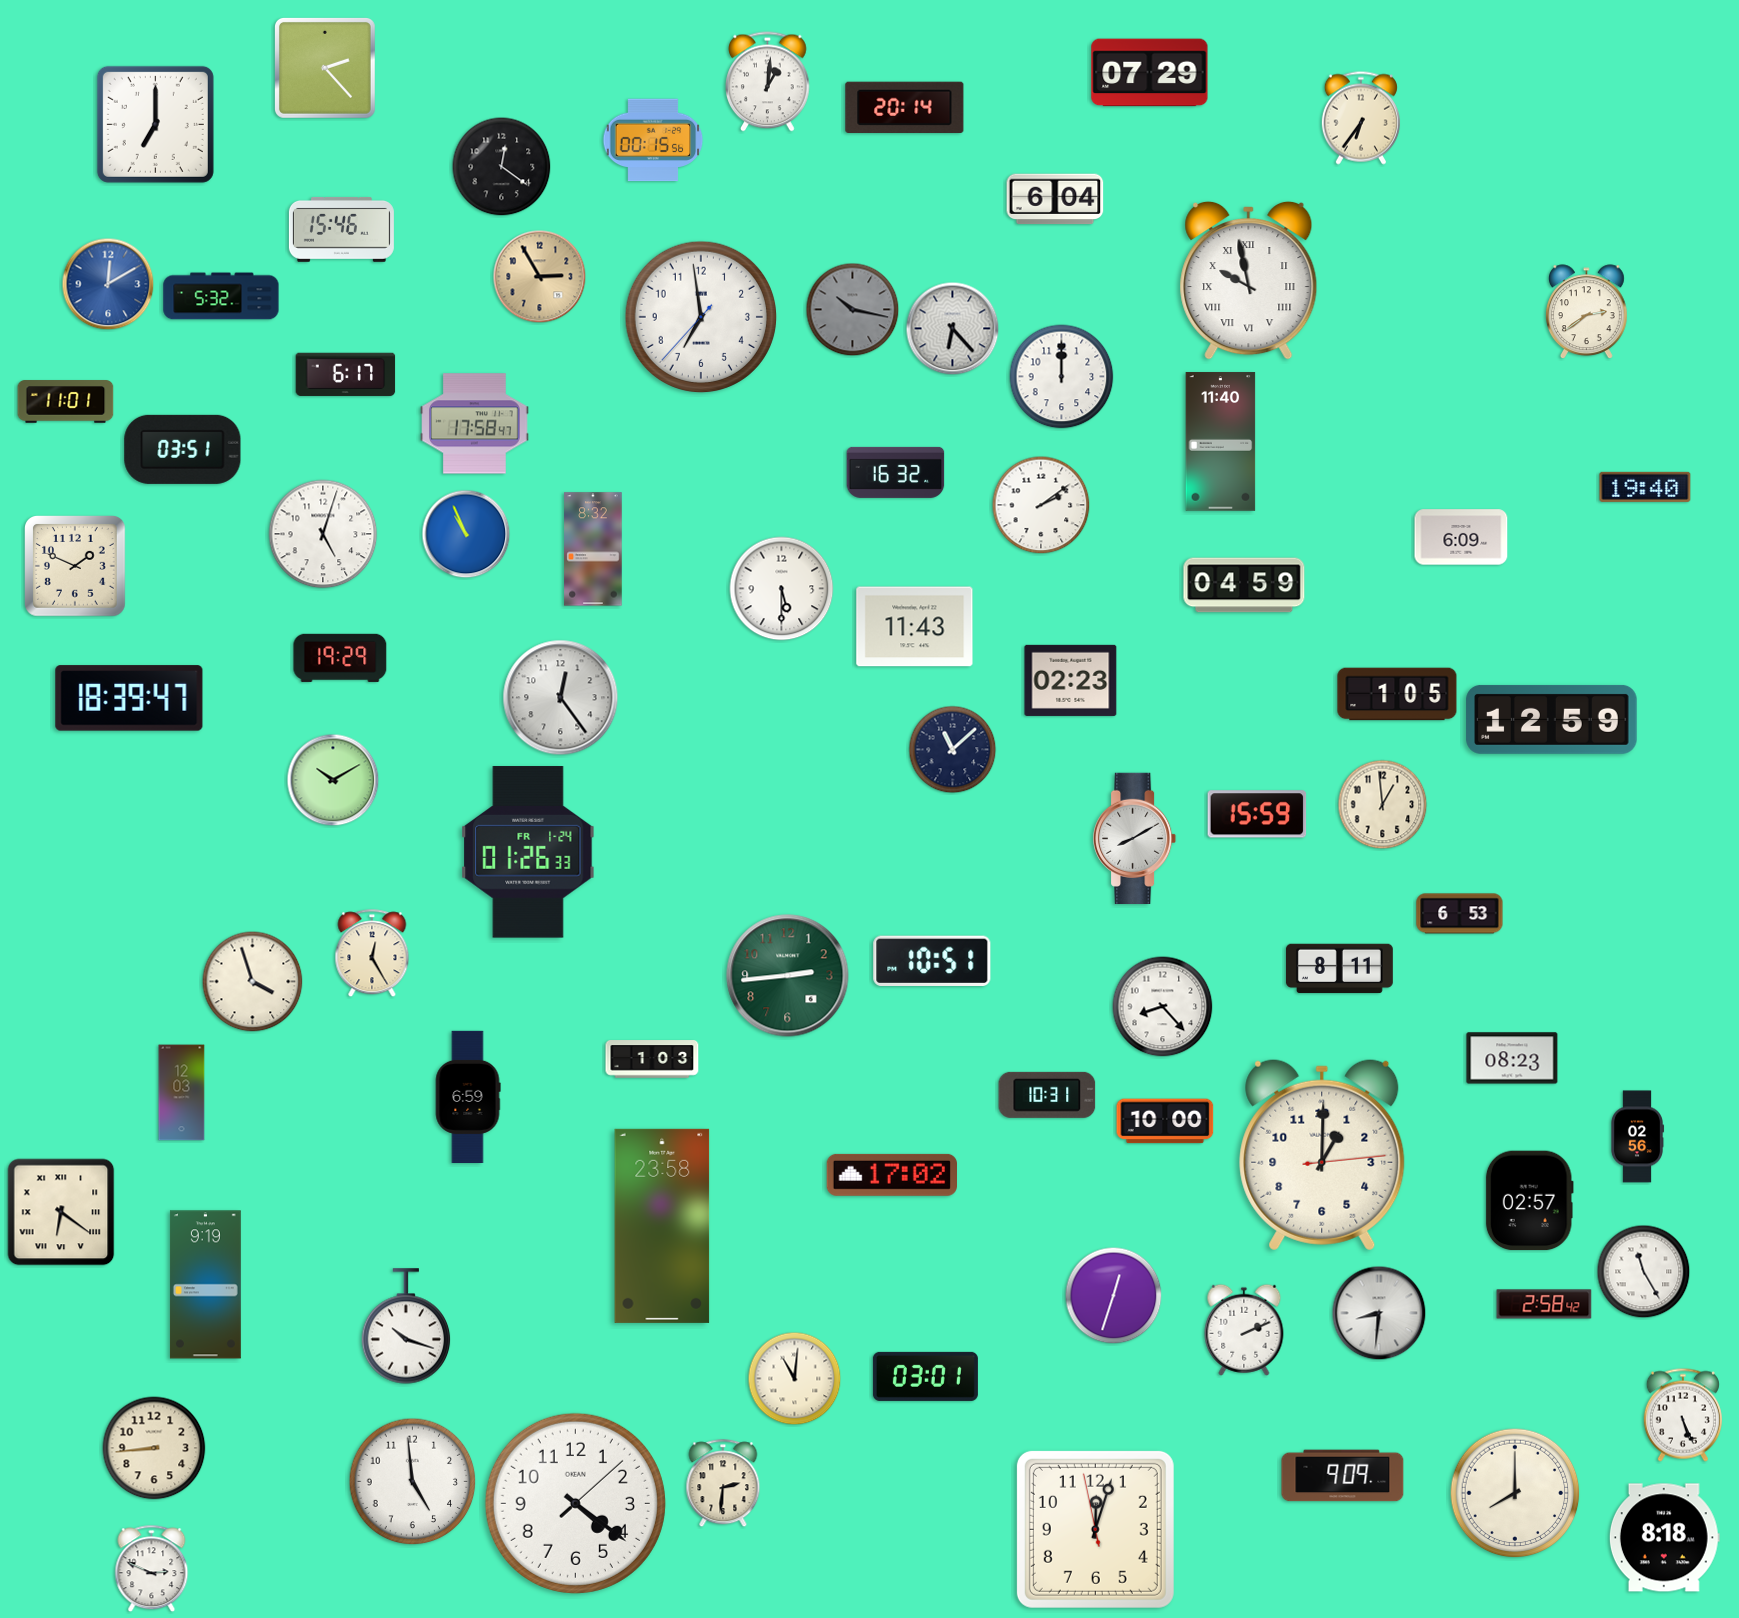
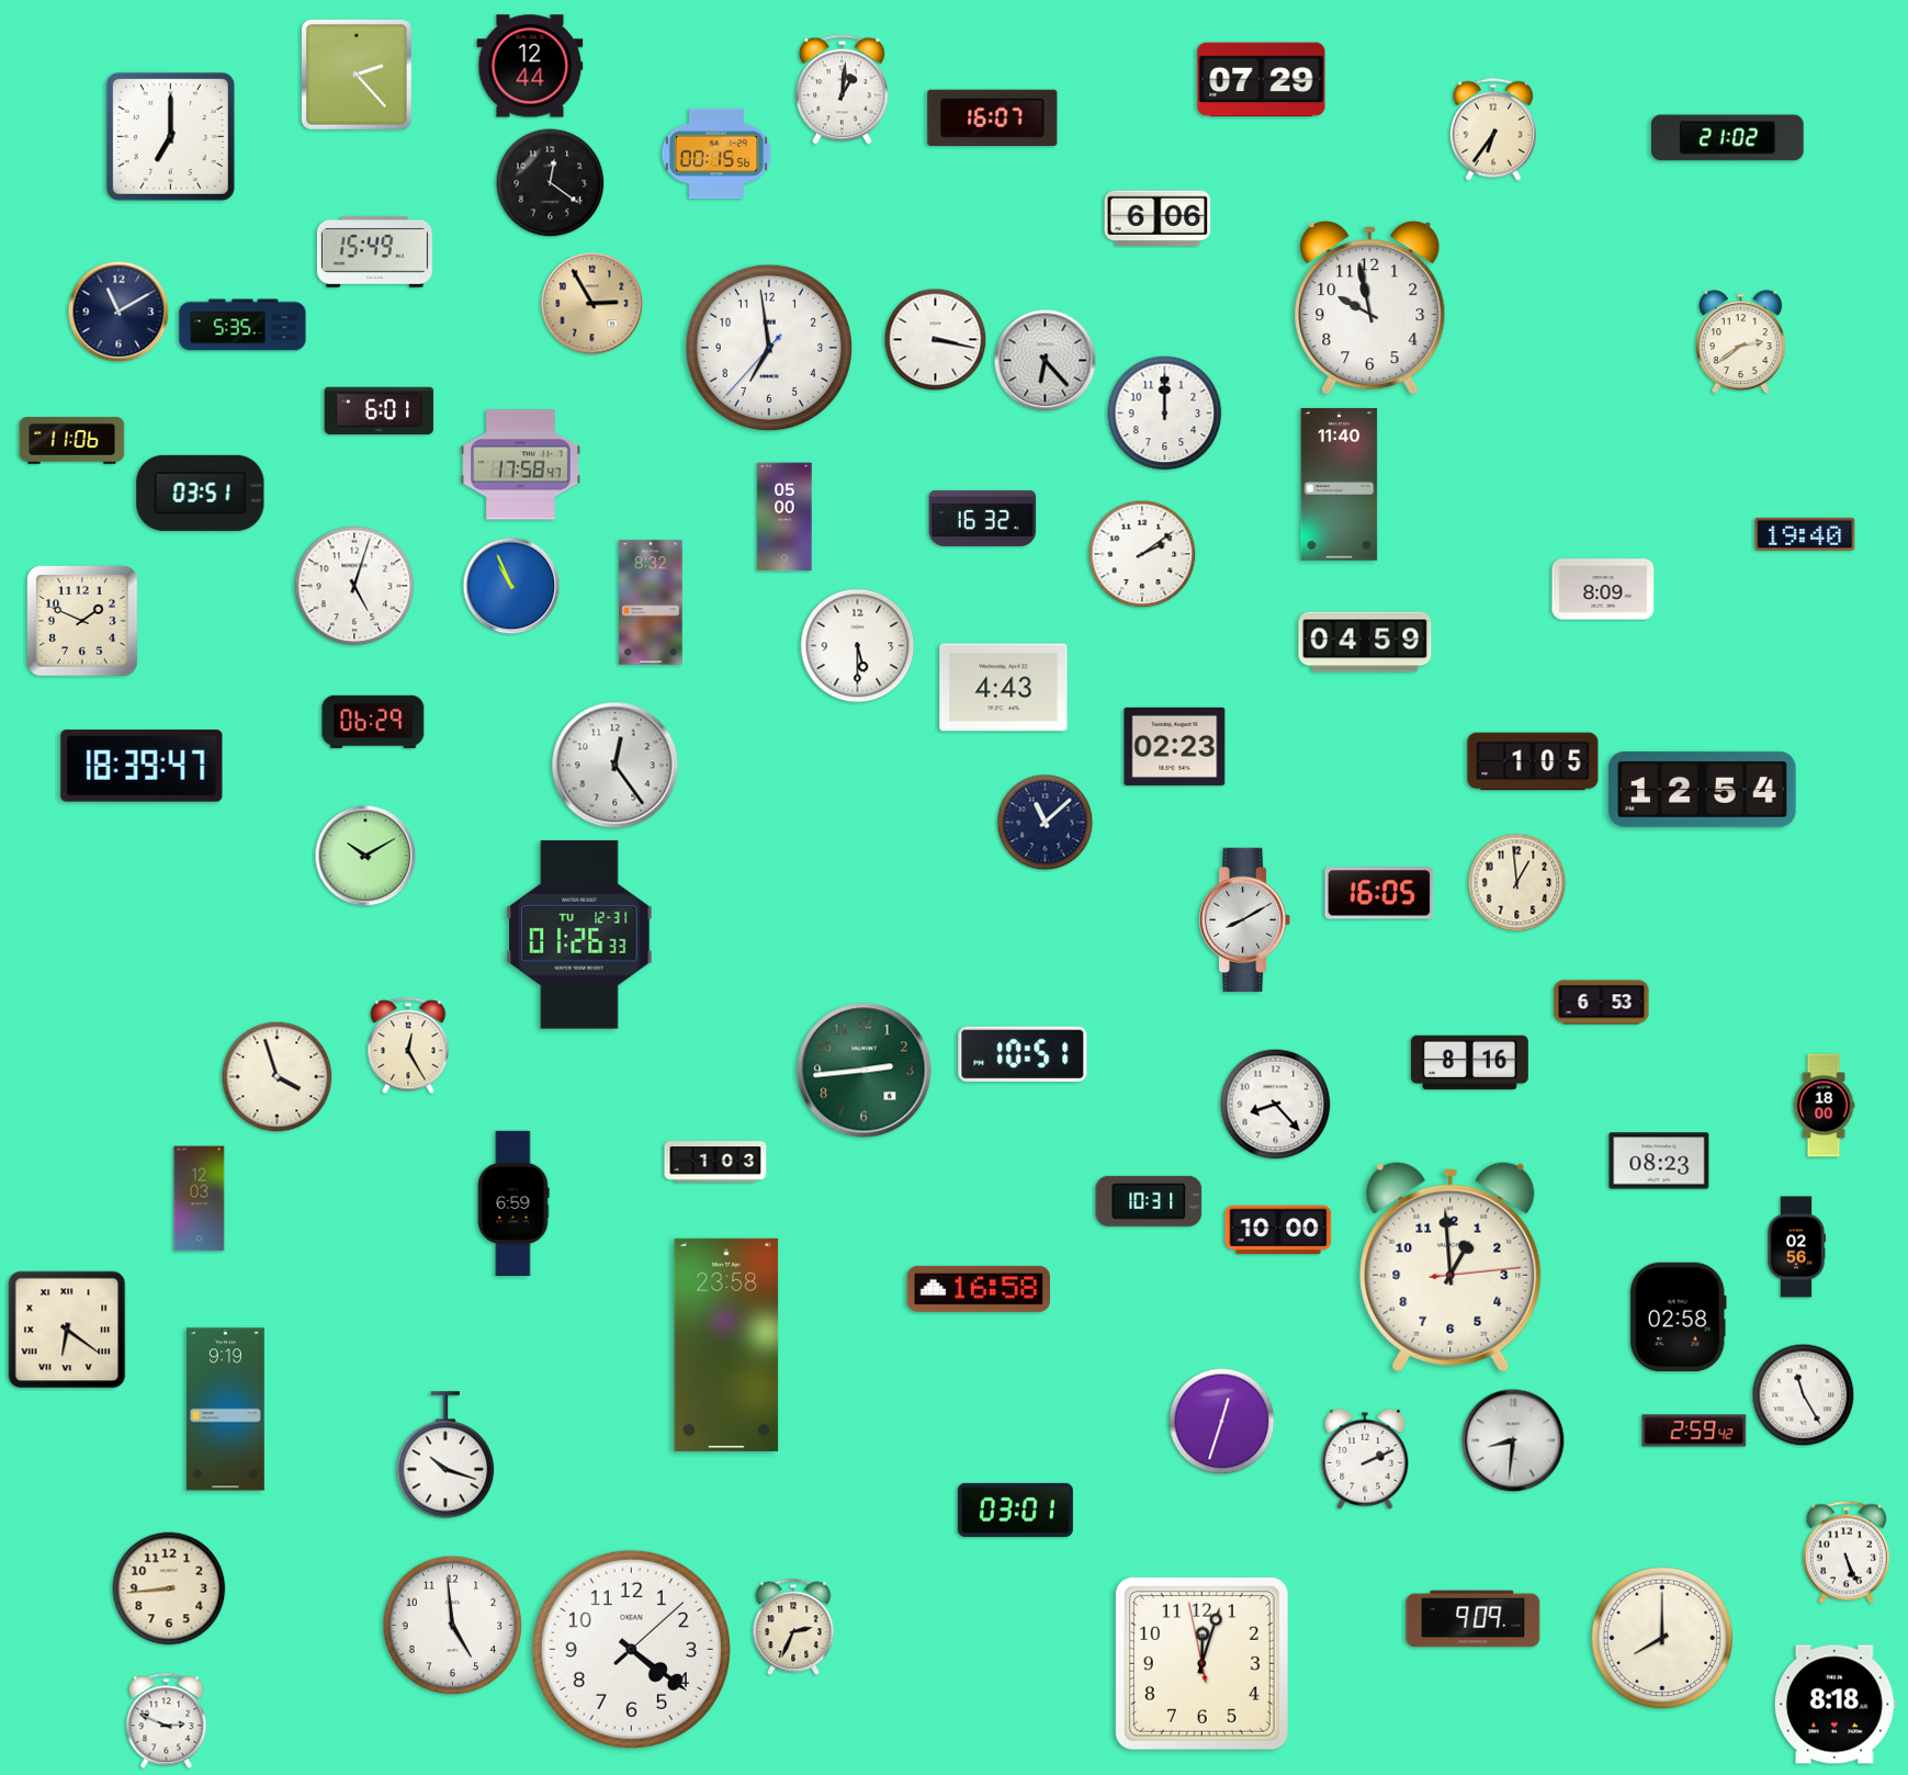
clock at (530, 66): none -> 12:44
clock at (905, 107): 20:14 -> 16:07
clock at (1728, 138): none -> 21:02
clock at (1055, 199): 6:04 -> 6:06
clock at (341, 229): 15:46 -> 15:49
clock at (1249, 280) numerals: Roman -> Arabic
clock at (108, 284): 12:10 -> 11:10
clock at (108, 284) dial: blue -> navy
clock at (221, 296): 5:32 -> 5:35
clock at (853, 310): 10:17 -> 3:17
clock at (853, 310) dial: grey -> white
clock at (346, 374): 6:17 -> 6:01
clock at (66, 402): 11:01 -> 11:06
clock at (784, 517): none -> 05:00
clock at (1461, 537): 6:09 -> 8:09
clock at (915, 627): 11:43 -> 4:43
clock at (340, 658): 19:29 -> 06:29
clock at (1552, 719): 12:59 -> 12:54
clock at (1257, 814): 15:59 -> 16:05
clock at (528, 852) date: FR 1-24 -> TU 12-31
clock at (1339, 969): 8:11 -> 8:16
clock at (1824, 1106): none -> 18:00
clock at (1322, 1155): 1:00 -> 12:59
clock at (891, 1175): 17:02 -> 16:58
clock at (1529, 1201): 02:57 -> 02:58
clock at (1544, 1304): 2:58 -> 2:59
clock at (795, 1379): 11:01 -> none
clock at (723, 1484): 2:31 -> 2:34
clock at (1095, 1529) position: (1095, 1529) -> (1201, 1663)
clock at (1664, 1538) position: (1664, 1538) -> (1834, 1705)
